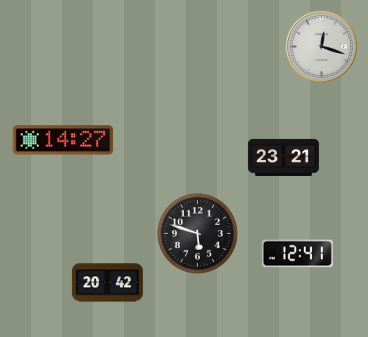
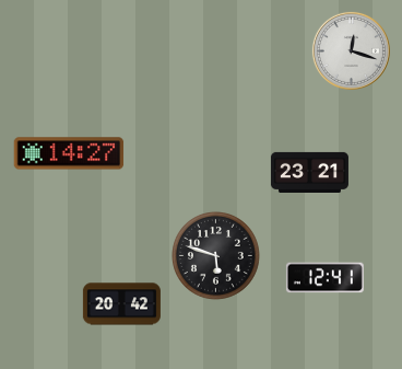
clock at (107, 283) position: (107, 283) -> (121, 304)
